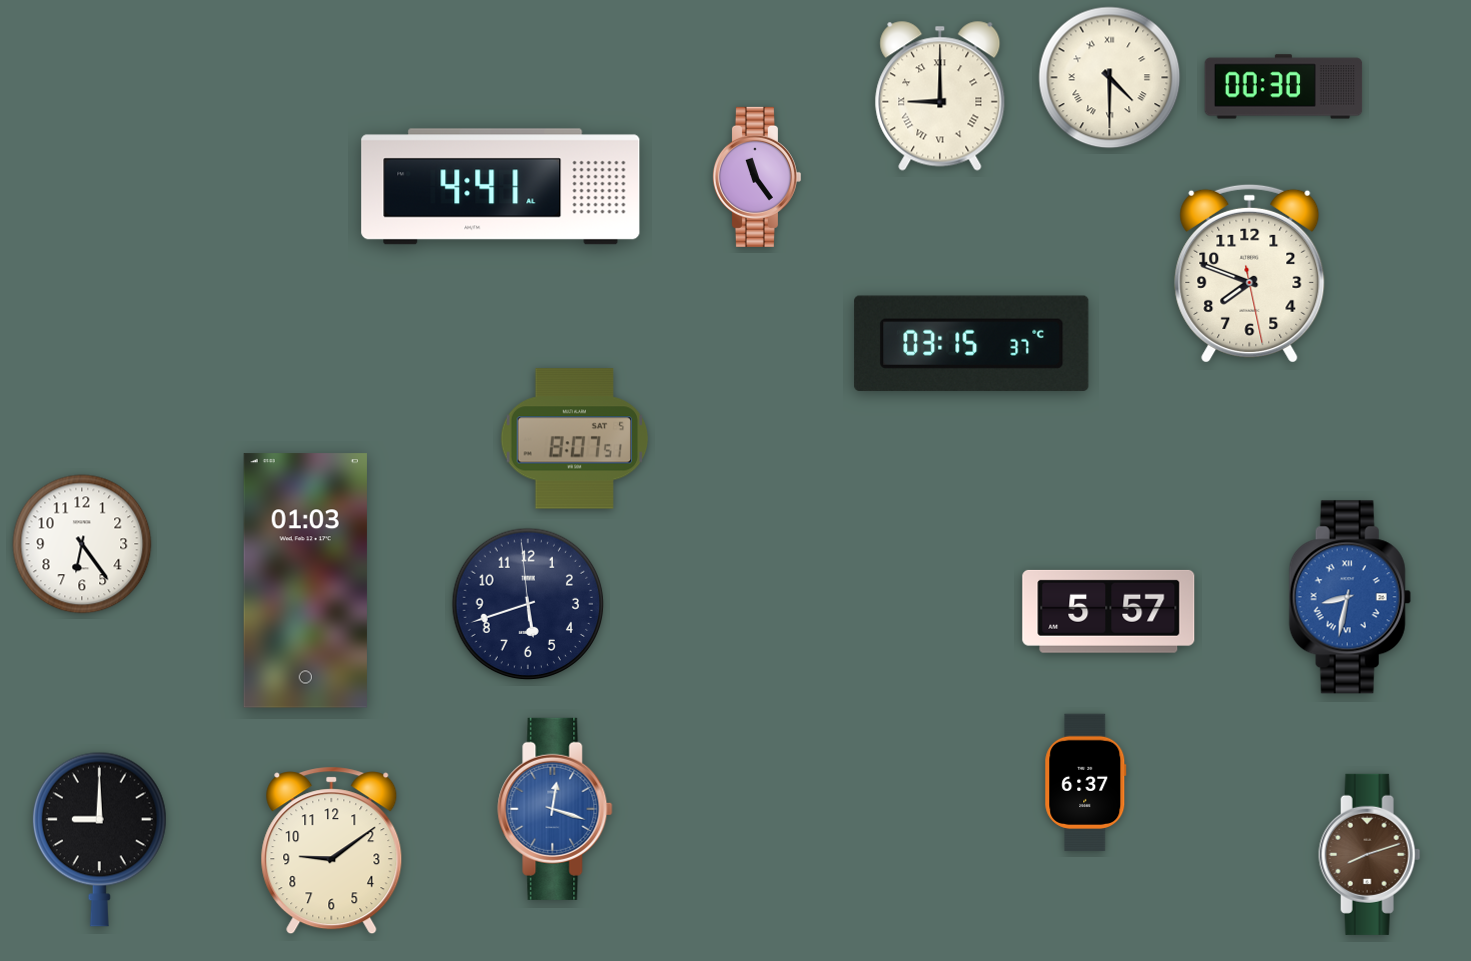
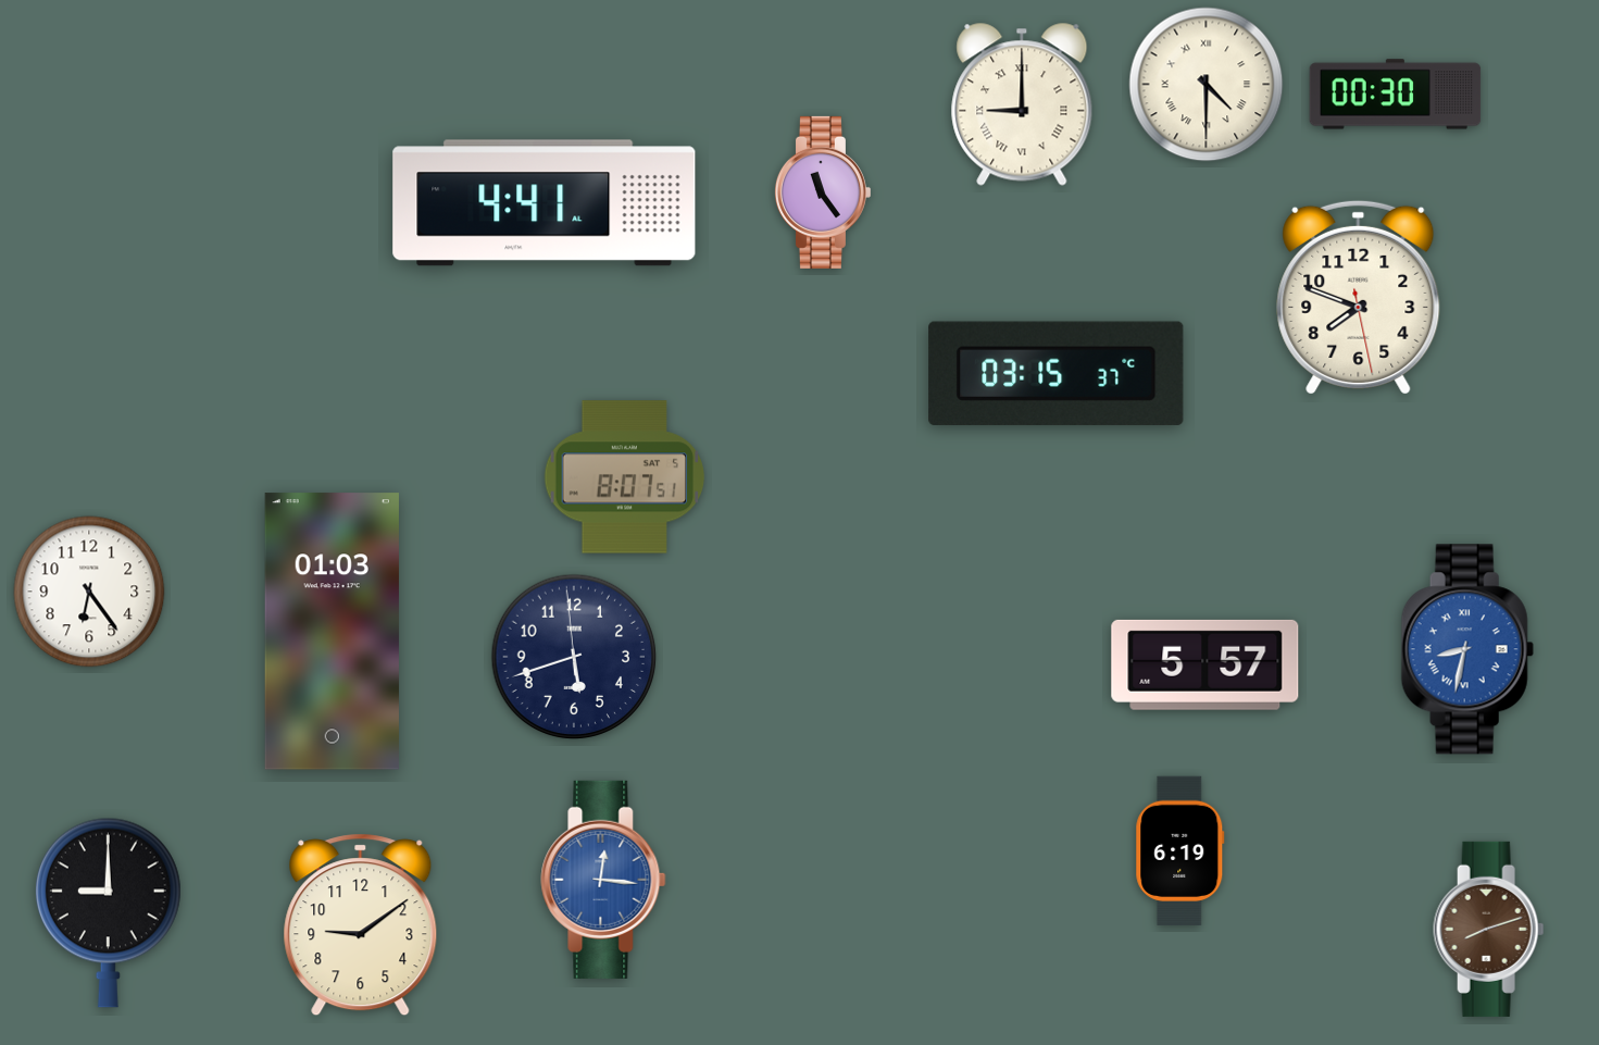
clock at (1086, 782): 6:37 -> 6:19
clock at (555, 809): 12:18 -> 12:16
